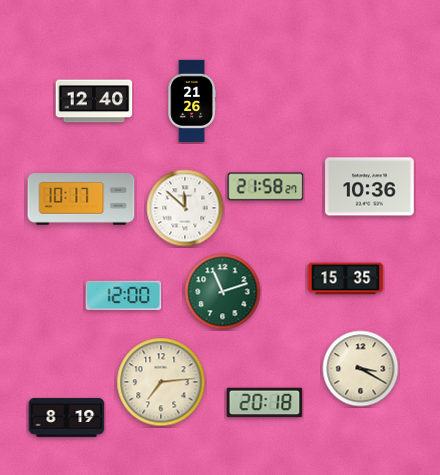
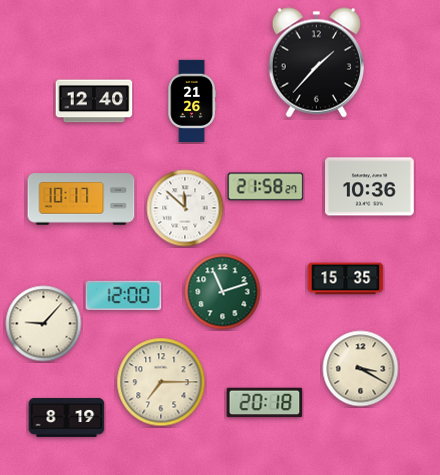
clock at (316, 63): none -> 1:37
clock at (44, 324): none -> 9:07
clock at (161, 382): 7:14 -> 7:15
